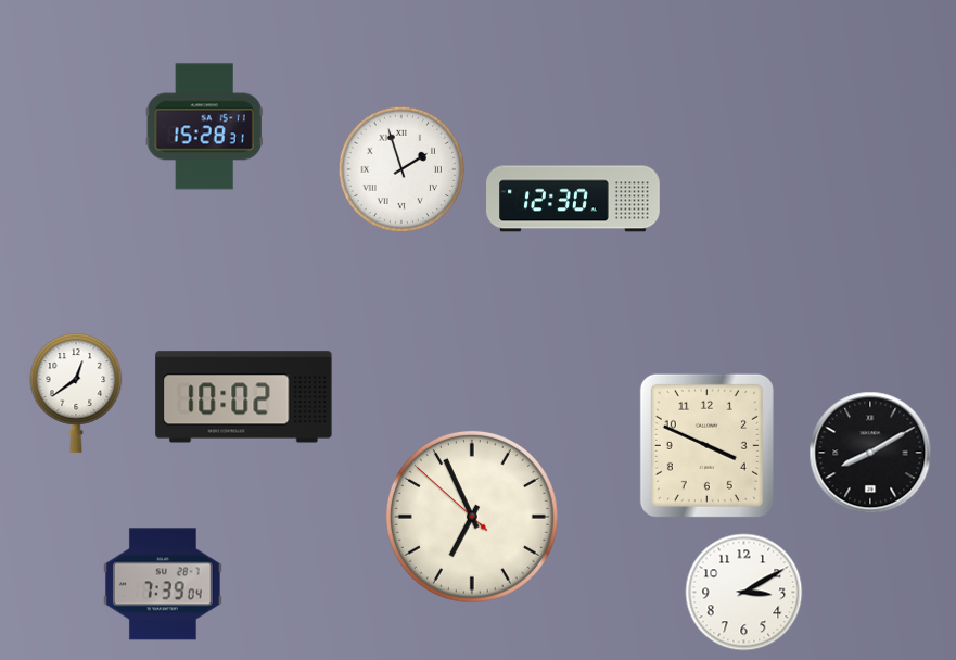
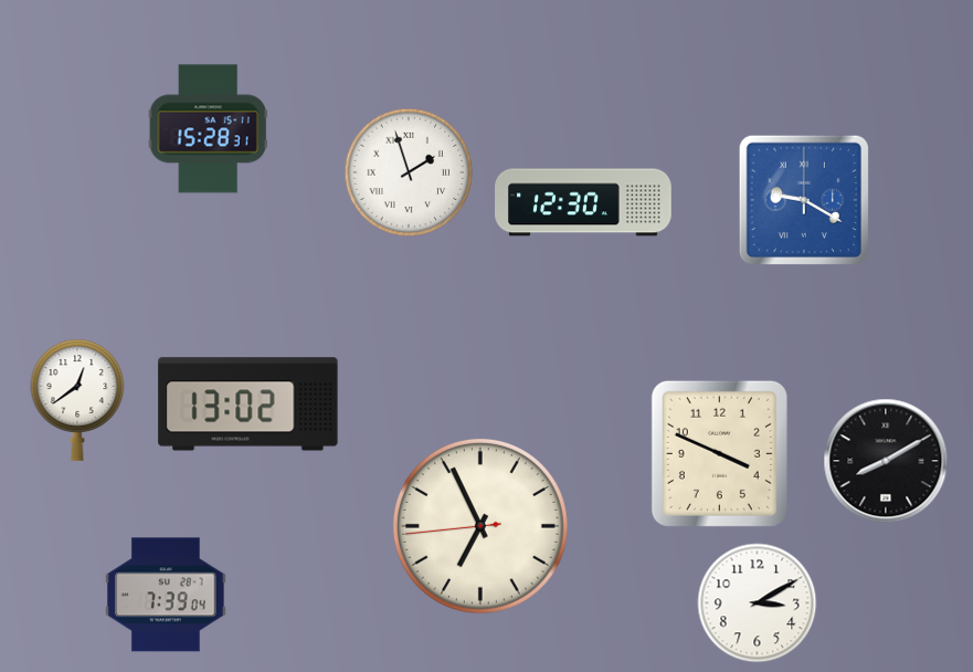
clock at (804, 200): none -> 9:20
clock at (244, 397): 10:02 -> 13:02
clock at (472, 517): 6:55:52 -> 6:55:44
